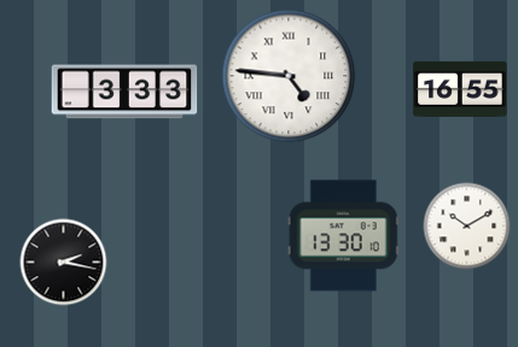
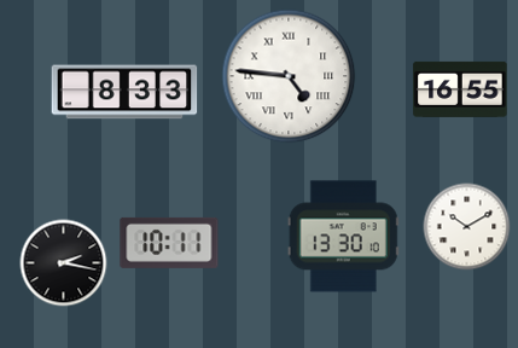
clock at (124, 92): 3:33 -> 8:33
clock at (169, 243): none -> 10:11
